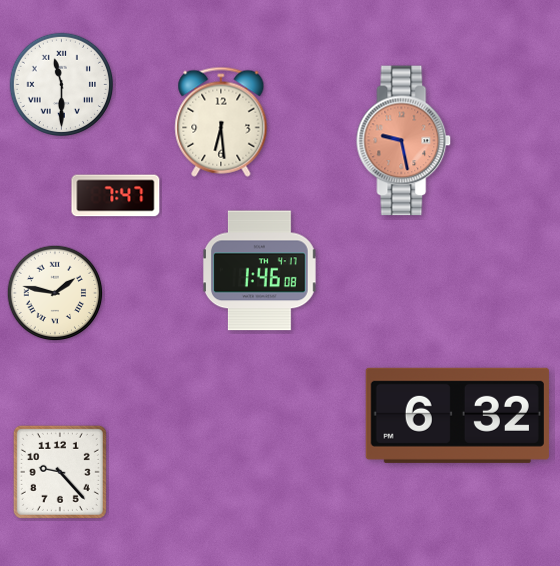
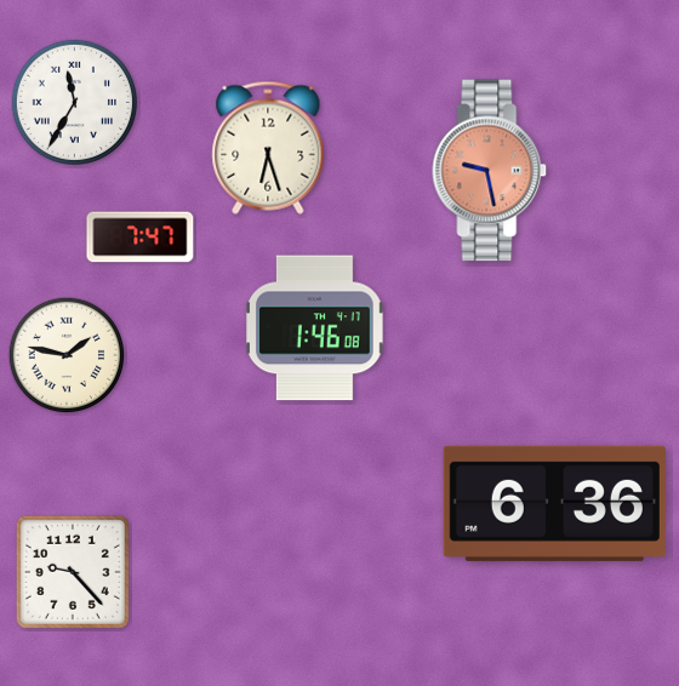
clock at (61, 84): 11:30 -> 11:35
clock at (221, 122): 6:29 -> 6:27
clock at (457, 415): 6:32 -> 6:36
